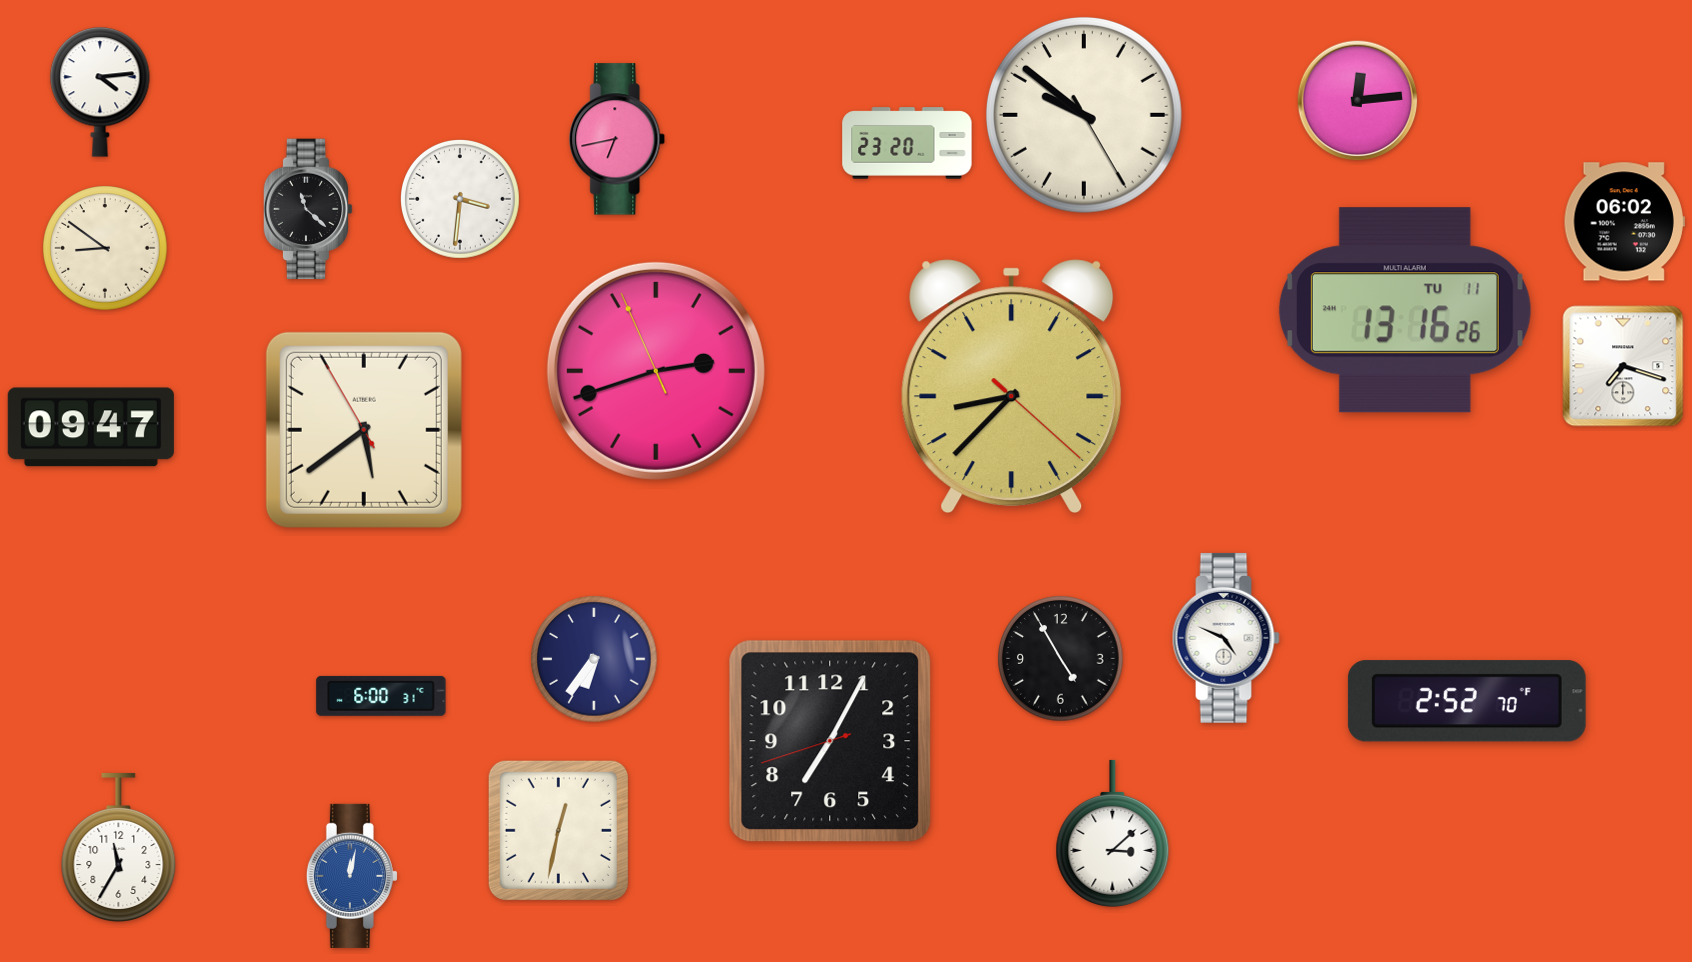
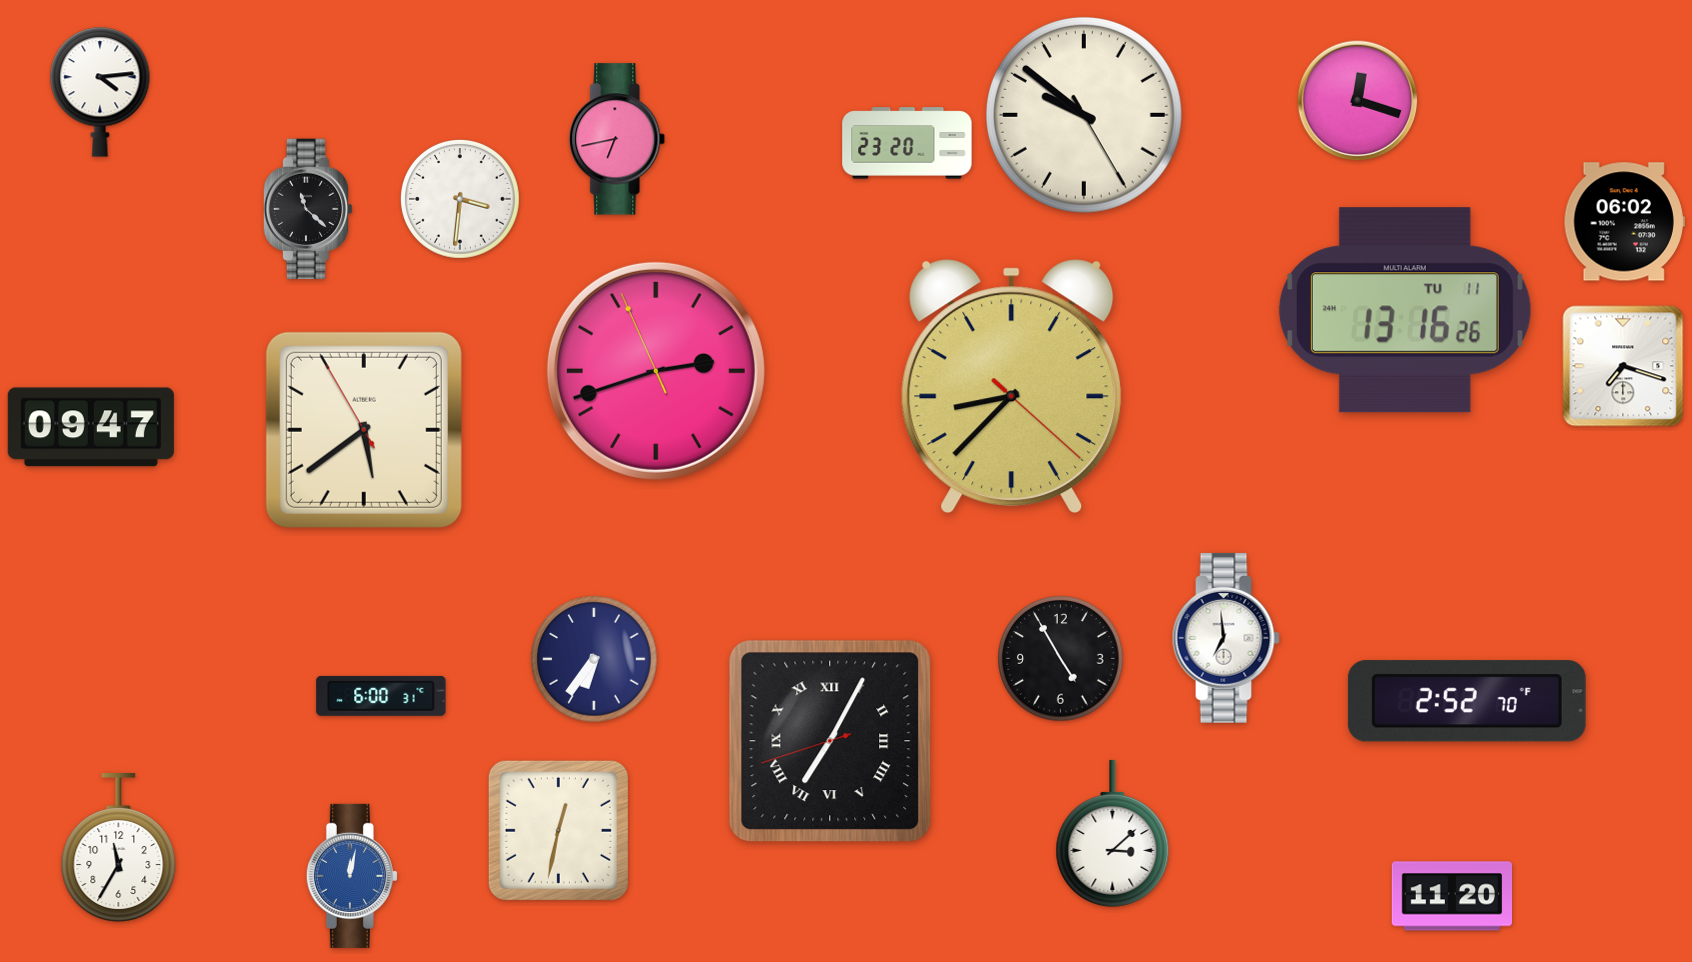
clock at (1358, 101): 12:14 -> 12:18
clock at (105, 248): 8:51 -> none
clock at (1226, 638): 4:49 -> 6:59
clock at (830, 741) numerals: Arabic -> Roman
clock at (1451, 896): none -> 11:20
